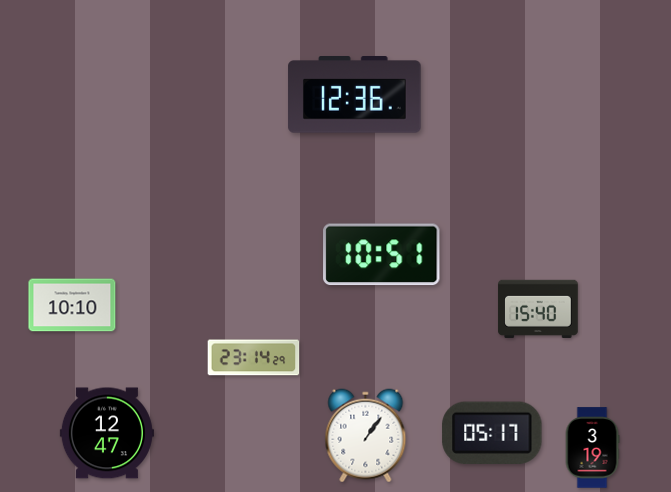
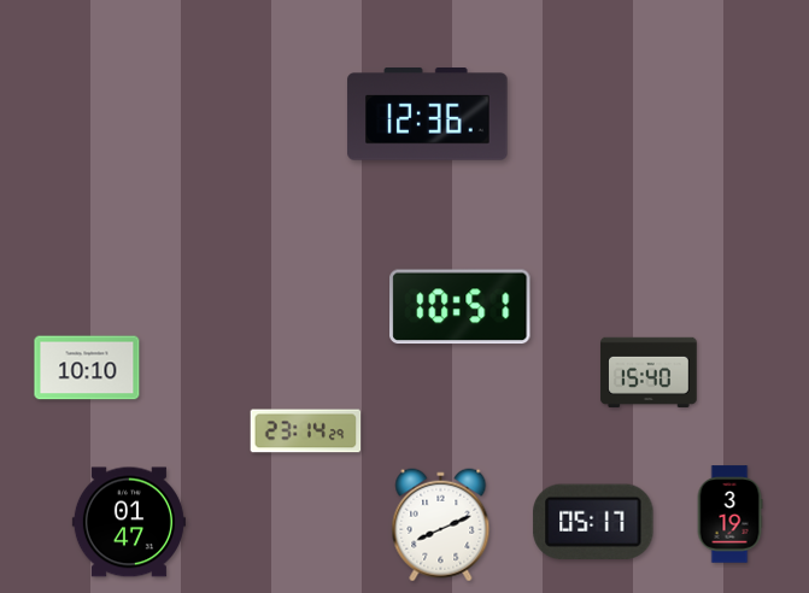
clock at (107, 433): 12:47 -> 01:47
clock at (366, 436): 1:06 -> 8:11
clock at (592, 448) position: (592, 448) -> (729, 515)
